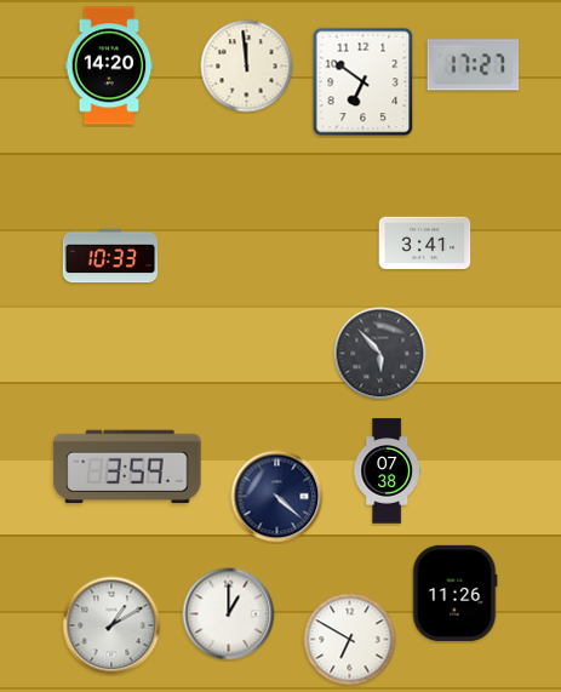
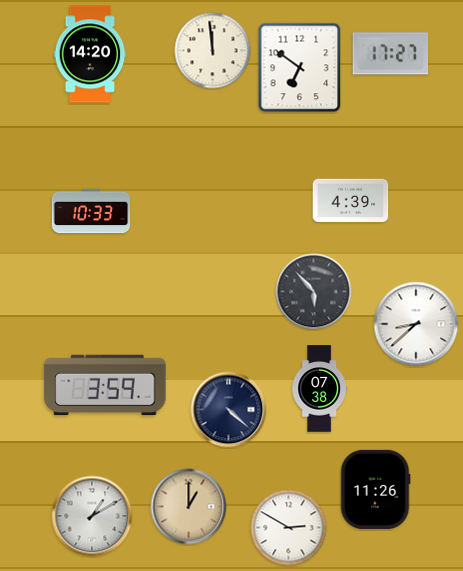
clock at (247, 67) position: (247, 67) -> (213, 51)
clock at (425, 244): 3:41 -> 4:39
clock at (416, 324): none -> 8:38
clock at (229, 614) dial: white -> champagne
clock at (350, 640): 6:50 -> 2:50
